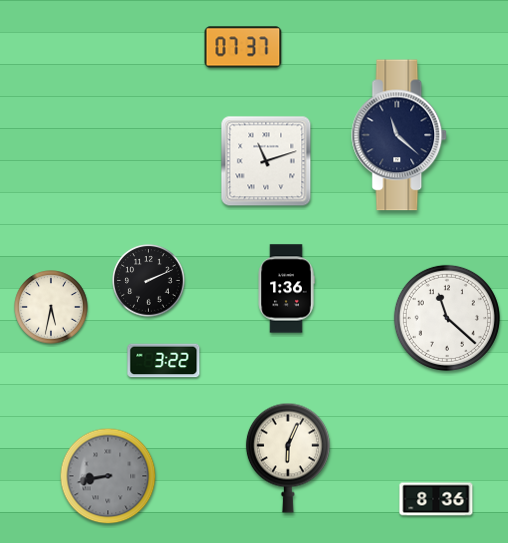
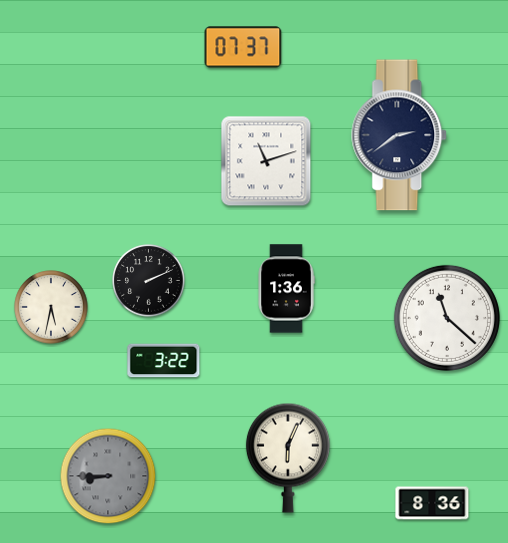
clock at (400, 135): 11:22 -> 2:39
clock at (108, 476): 8:43 -> 8:45
clock at (436, 499) position: (436, 499) -> (432, 503)
